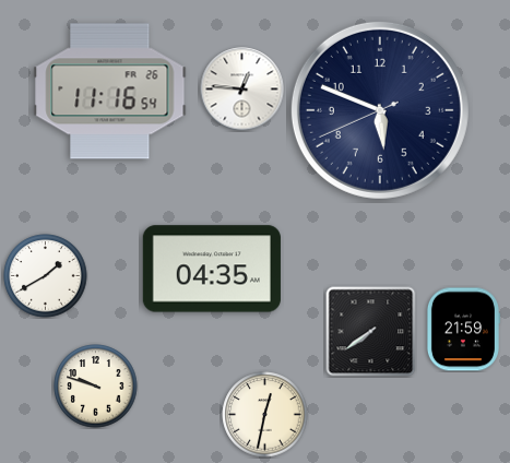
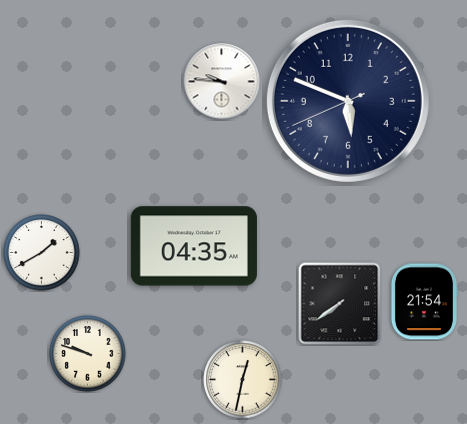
clock at (242, 90): 12:46 -> 9:46
clock at (110, 92): 11:16 -> none
clock at (463, 330): 21:59 -> 21:54
